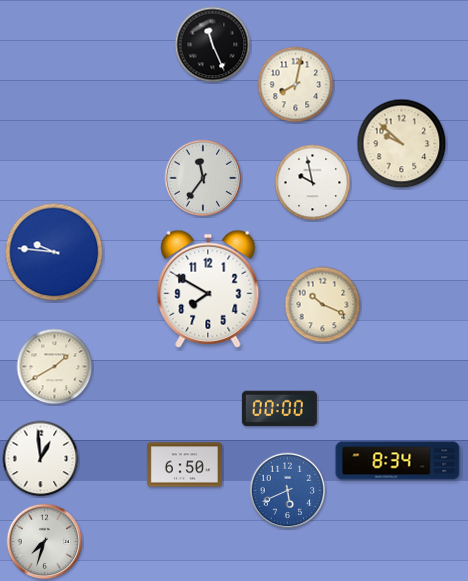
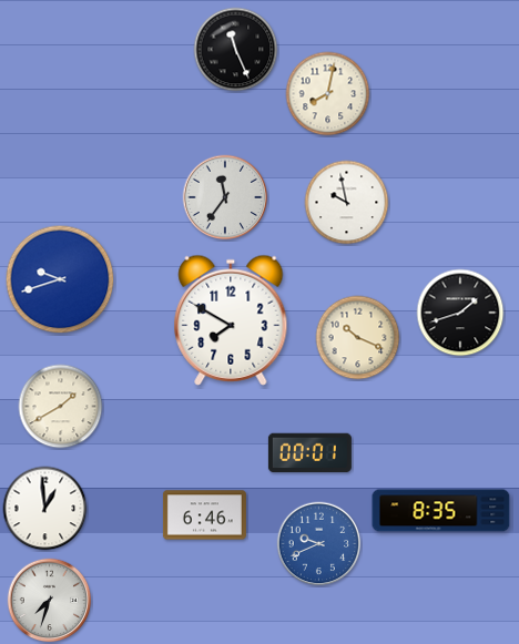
clock at (402, 144): 9:52 -> none
clock at (54, 252): 9:46 -> 9:42
clock at (460, 313): none -> 1:42
clock at (279, 409): 00:00 -> 00:01
clock at (398, 461): 8:34 -> 8:35
clock at (184, 465): 6:50 -> 6:46
clock at (288, 491): 5:41 -> 9:41
